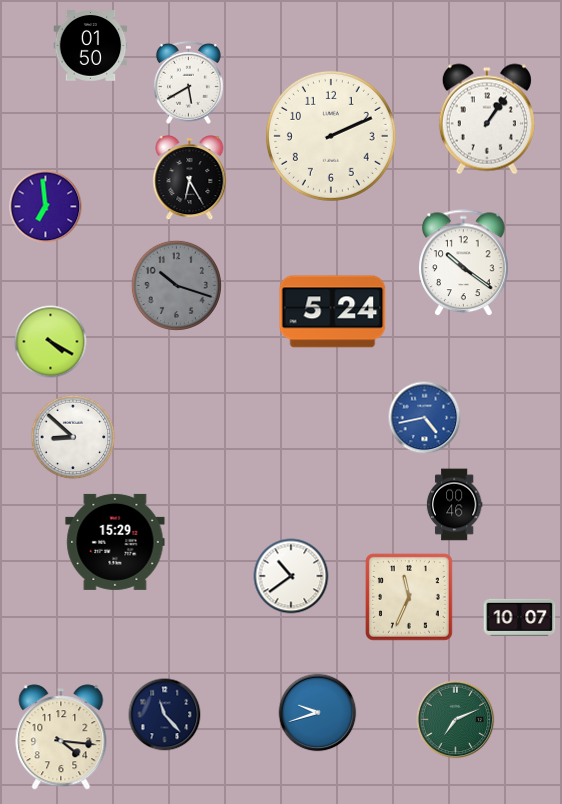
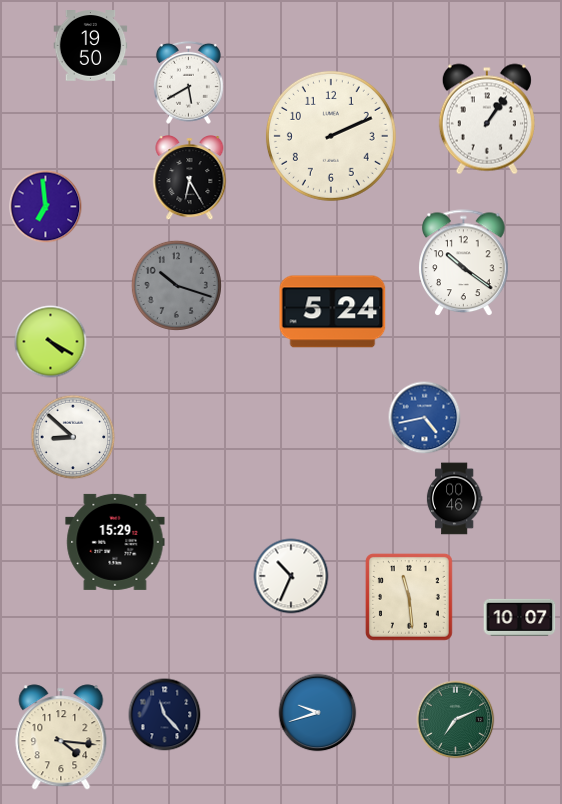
clock at (91, 46): 01:50 -> 19:50
clock at (454, 505) position: (454, 505) -> (454, 499)
clock at (291, 576): 10:39 -> 10:34
clock at (409, 597): 11:34 -> 11:29
